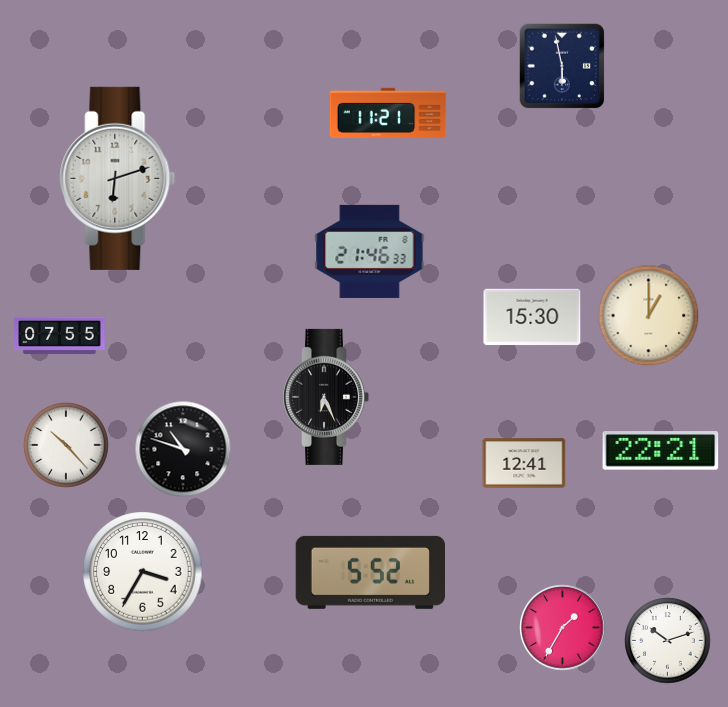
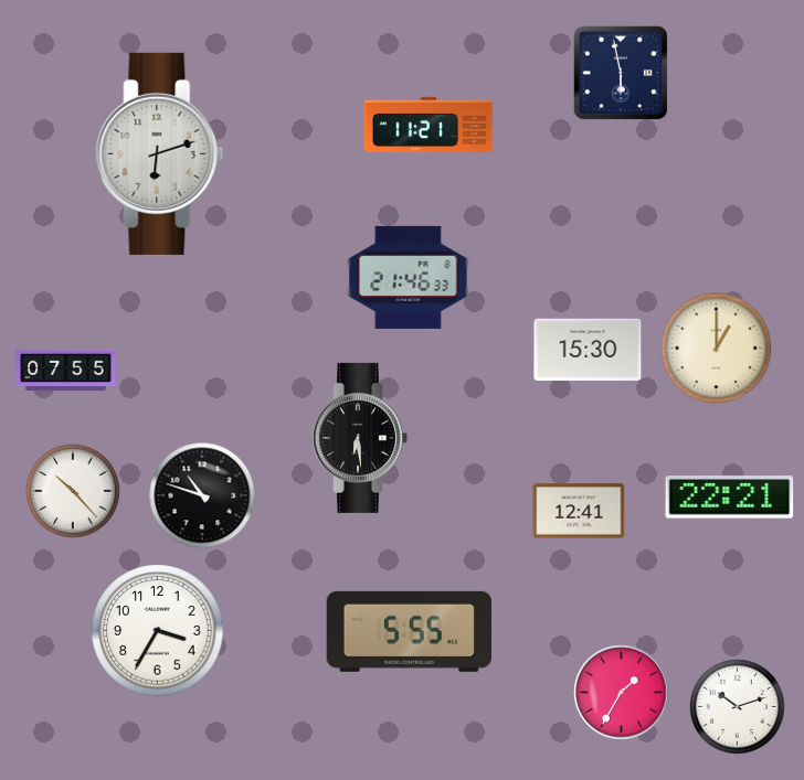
clock at (118, 178) position: (118, 178) -> (160, 153)
clock at (326, 397): 6:26 -> 6:29
clock at (370, 572): 5:52 -> 5:55
